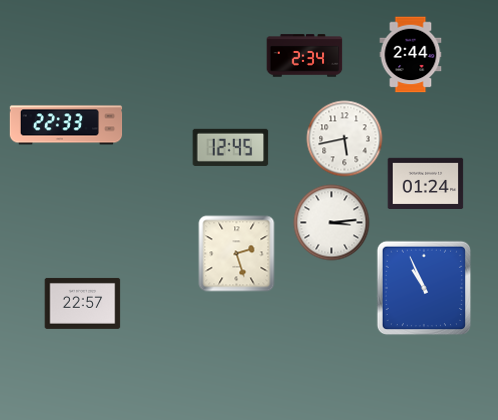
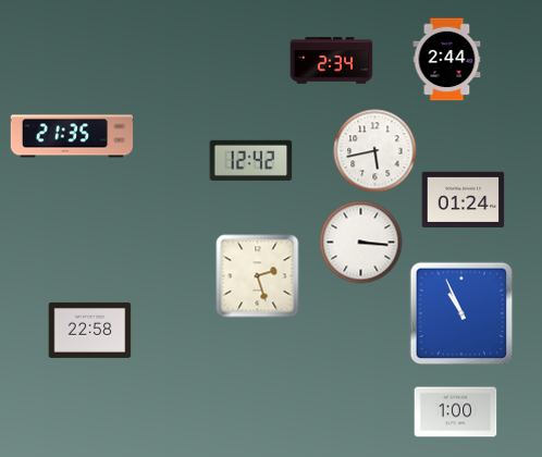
clock at (66, 125): 22:33 -> 21:35
clock at (231, 147): 12:45 -> 12:42
clock at (332, 223): 3:14 -> 3:16
clock at (83, 303): 22:57 -> 22:58
clock at (456, 412): none -> 1:00
